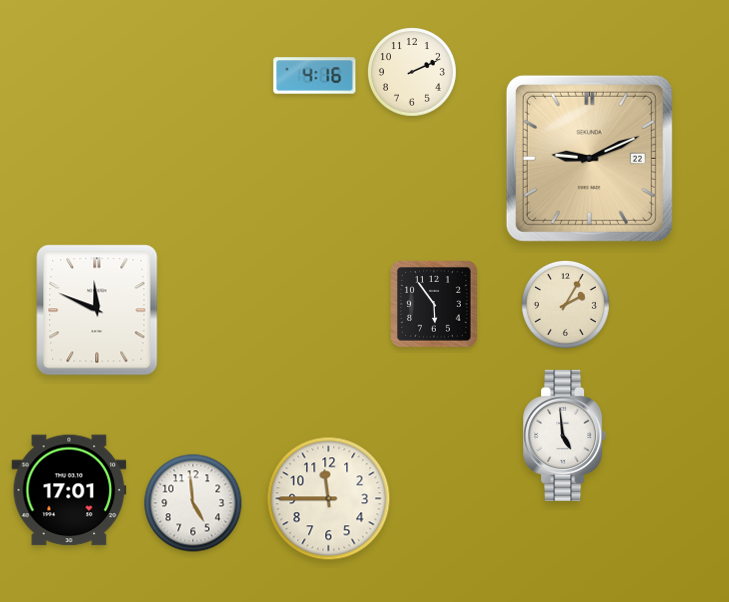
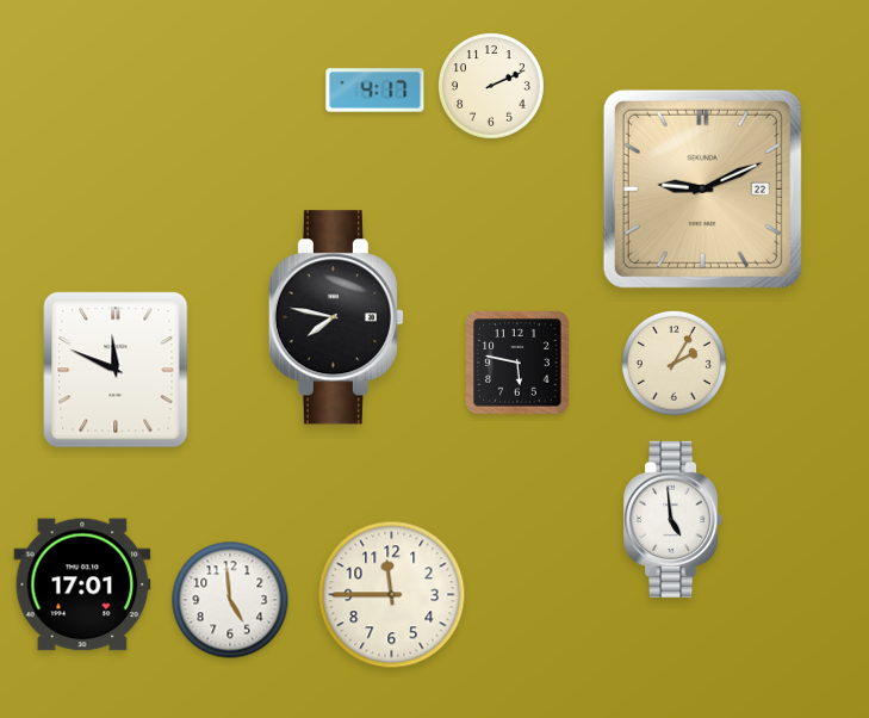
clock at (315, 76): 4:16 -> 4:17
clock at (336, 317): none -> 7:47
clock at (434, 304): 5:54 -> 5:47
